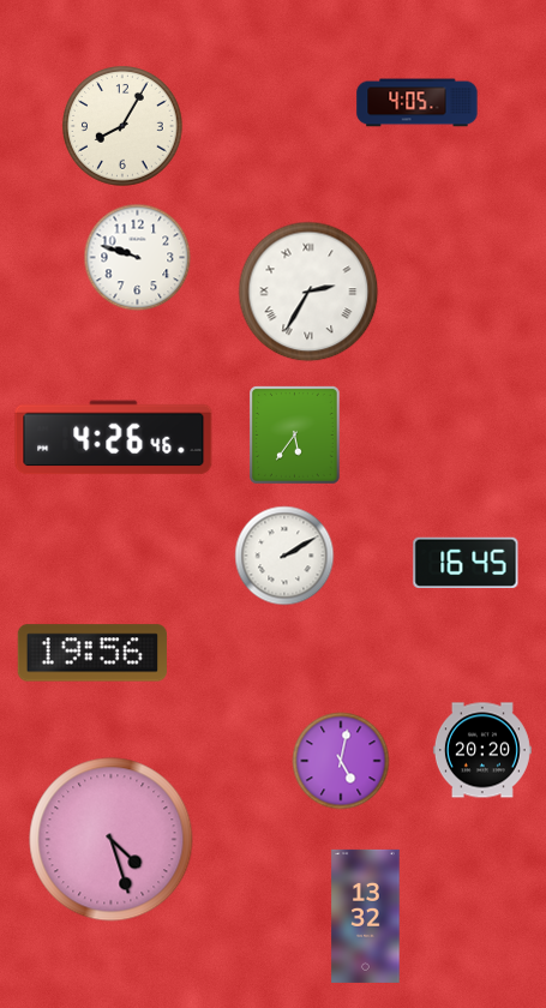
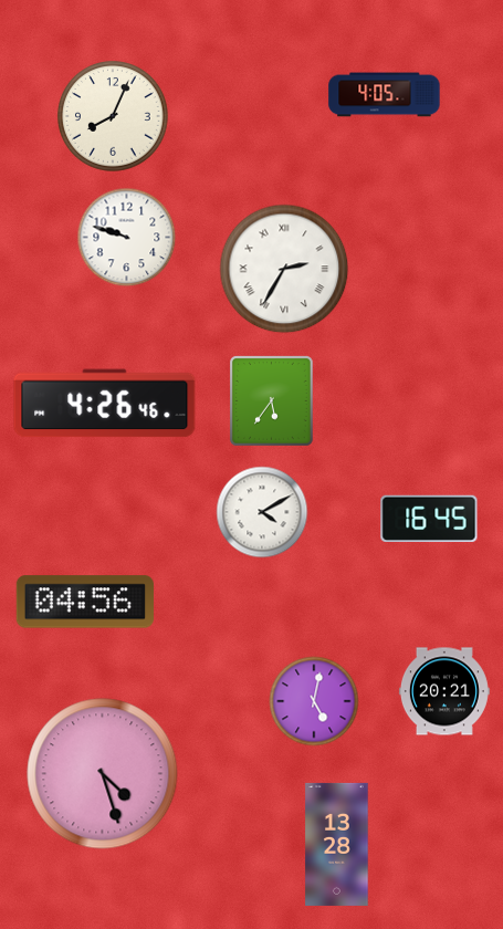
clock at (124, 127): 8:05 -> 8:04
clock at (284, 556): 2:10 -> 4:10
clock at (92, 653): 19:56 -> 04:56
clock at (482, 750): 20:20 -> 20:21
clock at (366, 916): 13:32 -> 13:28
